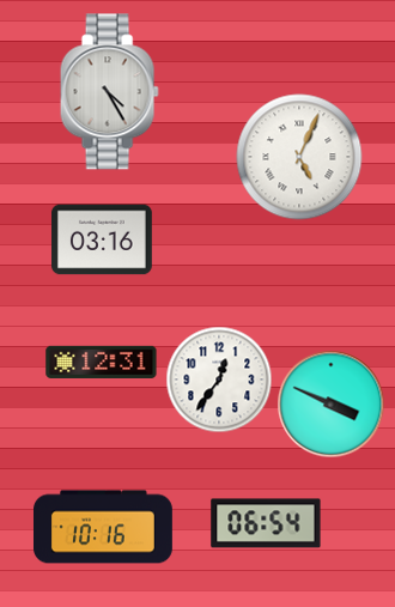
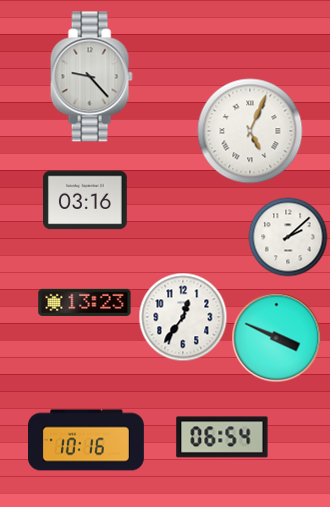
clock at (109, 92): 4:25 -> 9:23
clock at (288, 237): none -> 2:08
clock at (102, 362): 12:31 -> 13:23
